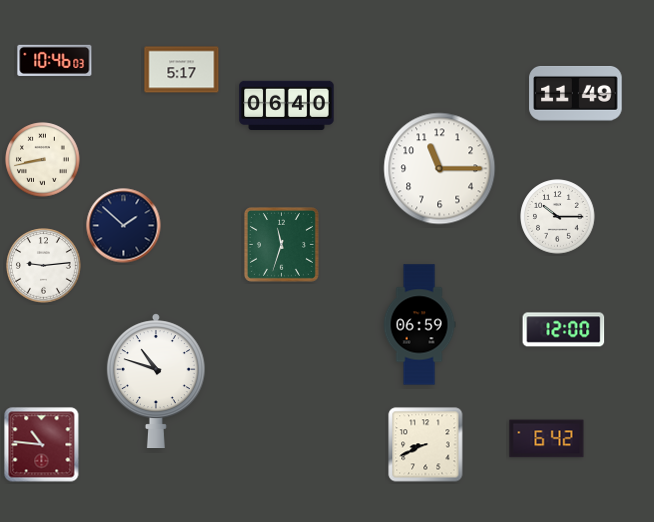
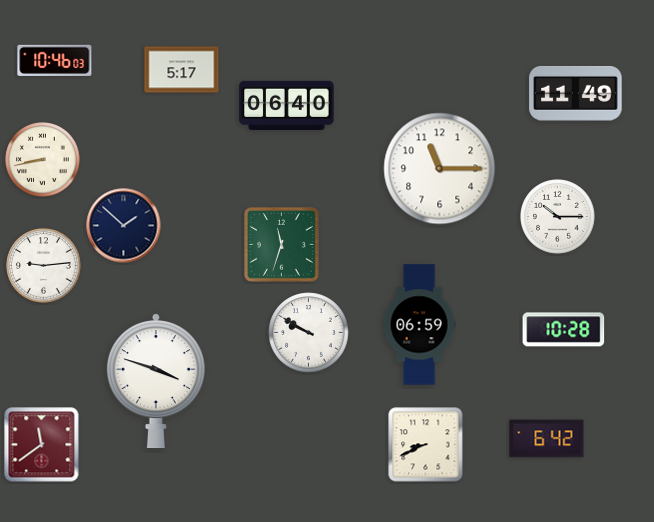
clock at (564, 330): 12:00 -> 10:28
clock at (309, 333): none -> 9:50
clock at (156, 381): 10:48 -> 3:48
clock at (42, 445): 10:46 -> 11:39
